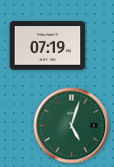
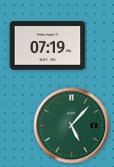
clock at (72, 126): 5:03 -> 5:07
